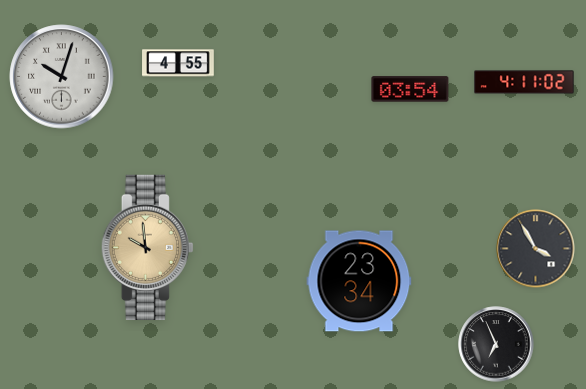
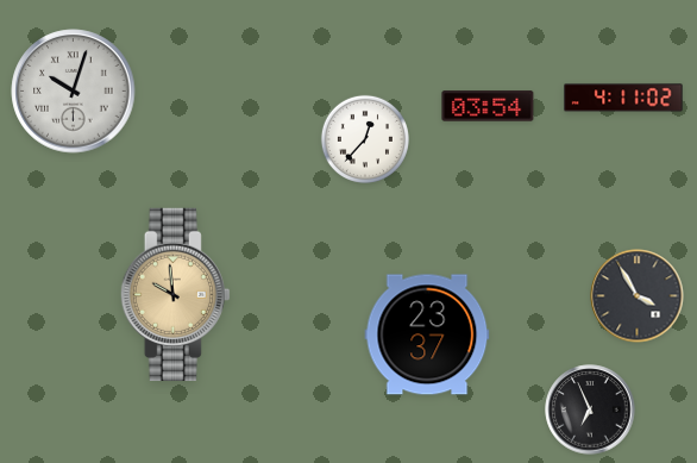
clock at (178, 63): 4:55 -> none
clock at (365, 139): none -> 12:37
clock at (359, 281): 23:34 -> 23:37
